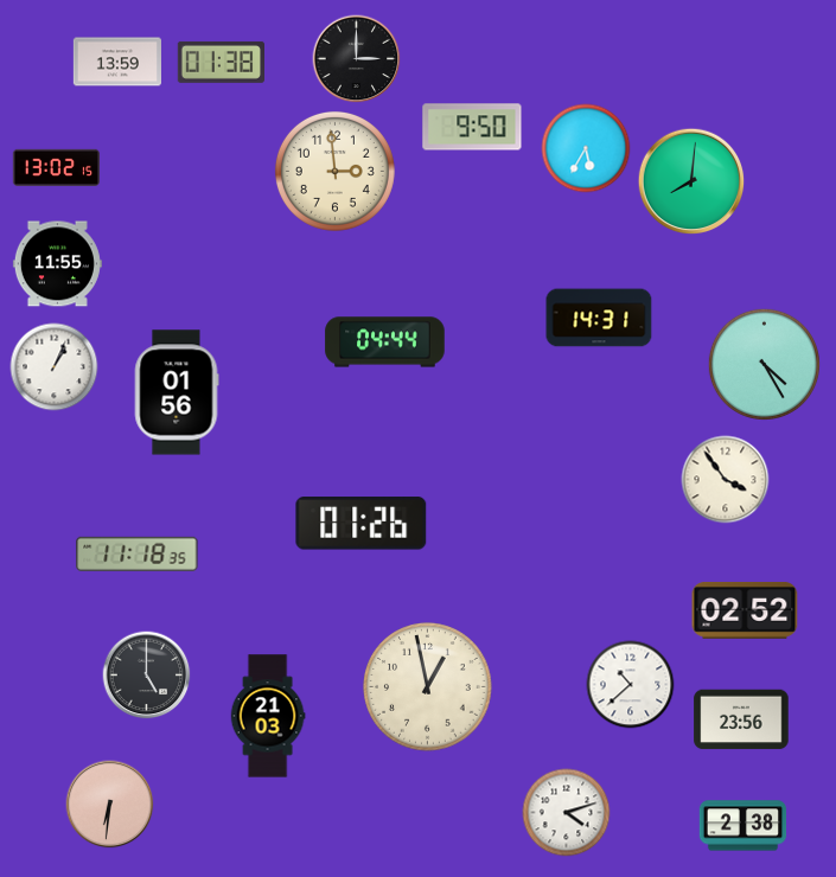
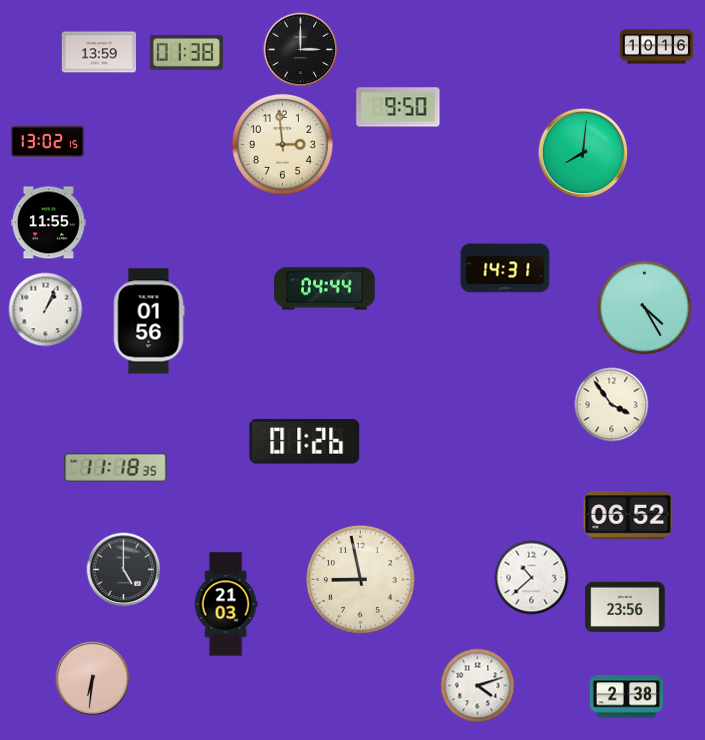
clock at (657, 47): none -> 10:16
clock at (586, 148): 5:35 -> none
clock at (177, 392) position: (177, 392) -> (149, 321)
clock at (745, 612): 02:52 -> 06:52
clock at (428, 687): 12:58 -> 8:58
